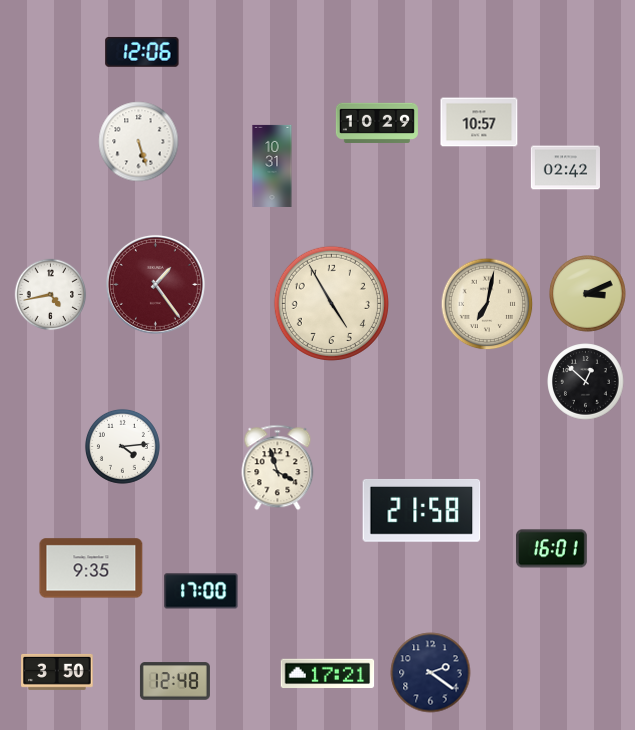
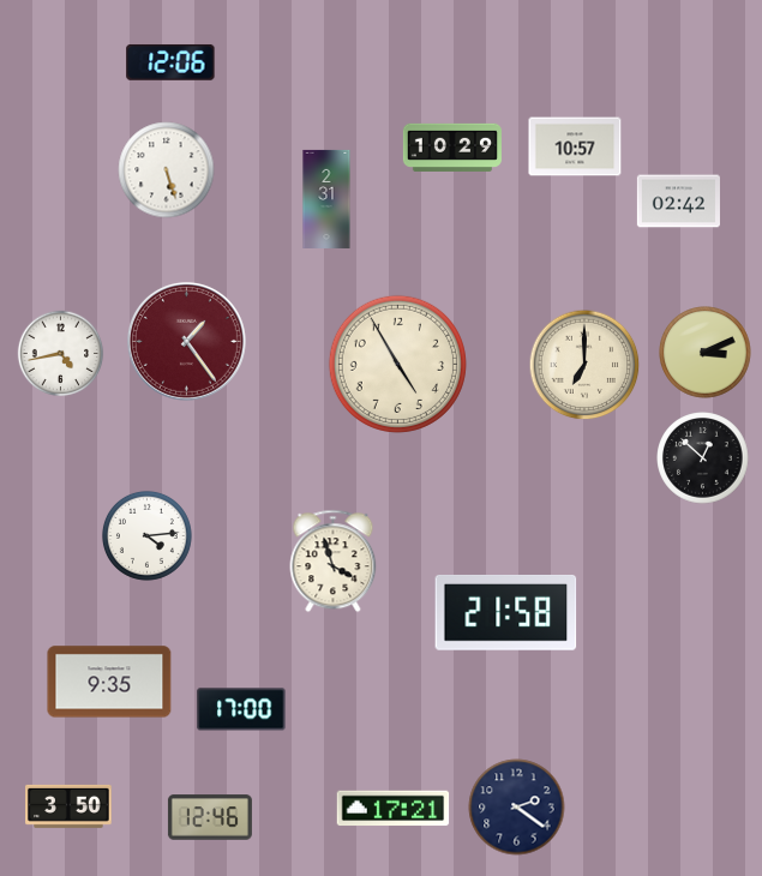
clock at (272, 166): 10:31 -> 2:31
clock at (487, 304): 7:02 -> 7:00
clock at (551, 549): 16:01 -> none
clock at (175, 681): 12:48 -> 12:46
